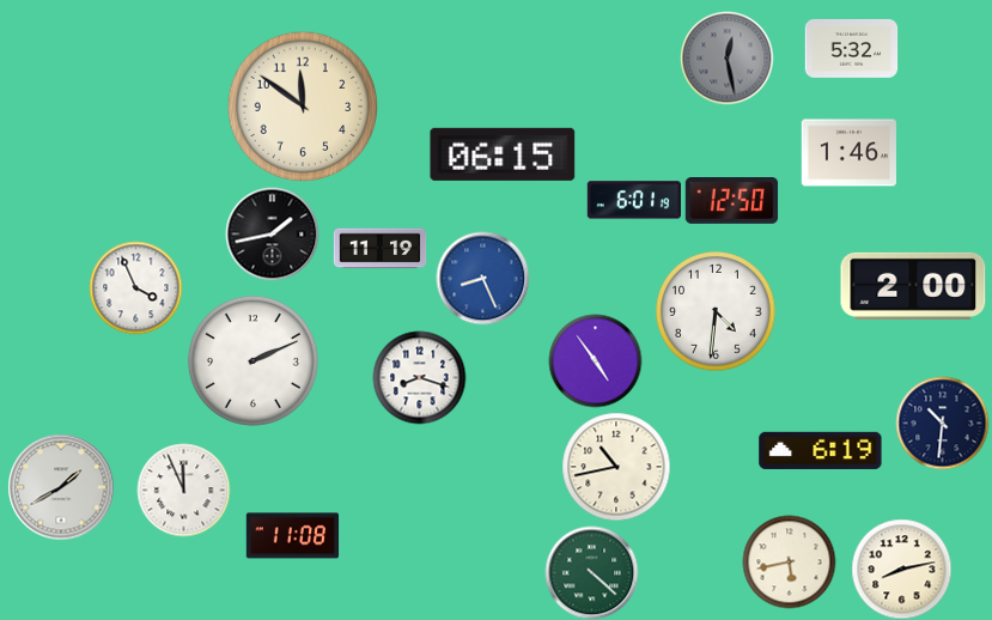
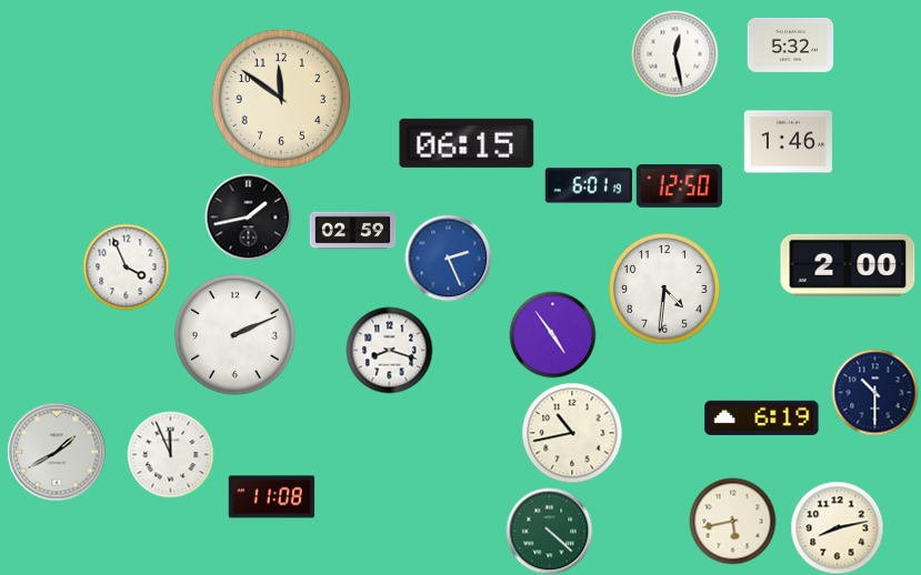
clock at (726, 57) dial: grey -> white
clock at (272, 233) position: (272, 233) -> (248, 216)
clock at (379, 249): 11:19 -> 02:59
clock at (482, 278): 8:26 -> 2:26
clock at (942, 423): 10:31 -> 10:30
